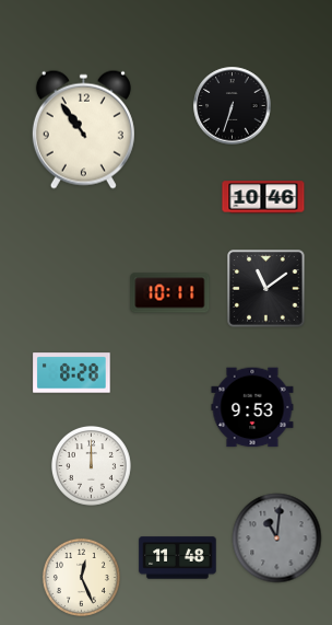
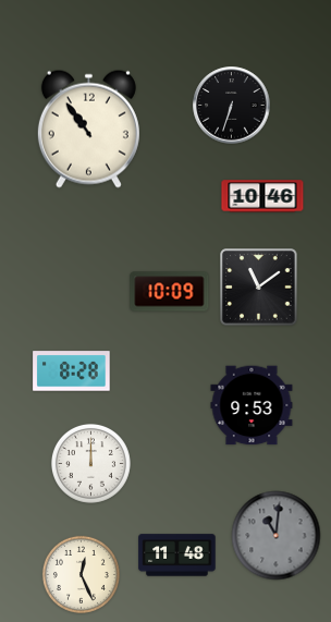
clock at (83, 129) position: (83, 129) -> (88, 129)
clock at (266, 289) position: (266, 289) -> (259, 288)
clock at (170, 293): 10:11 -> 10:09
